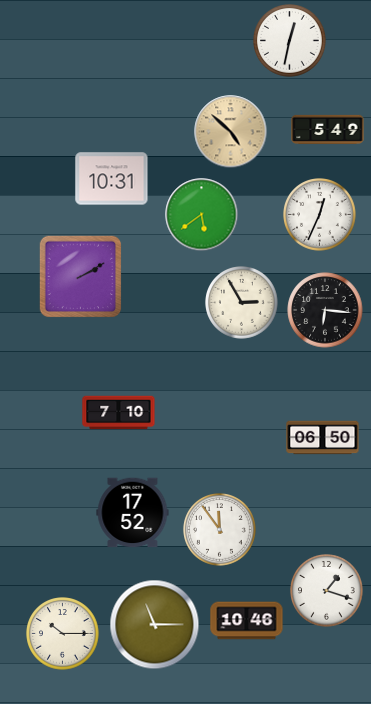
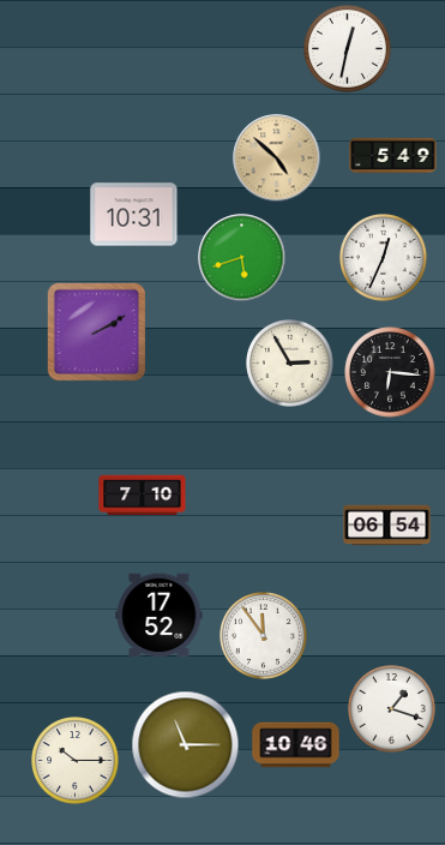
clock at (202, 215): 5:39 -> 5:42
clock at (323, 438): 06:50 -> 06:54
clock at (155, 625) position: (155, 625) -> (186, 745)
